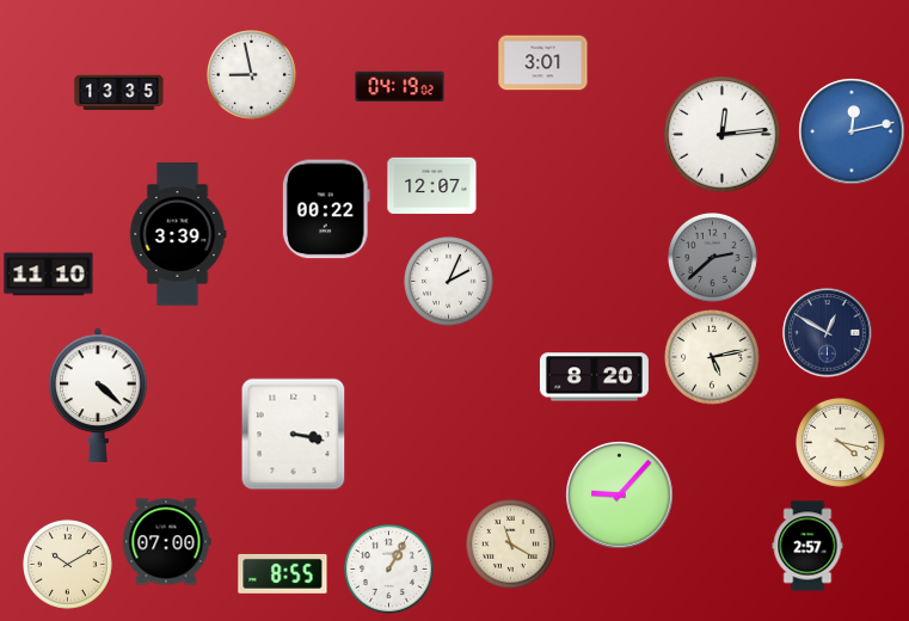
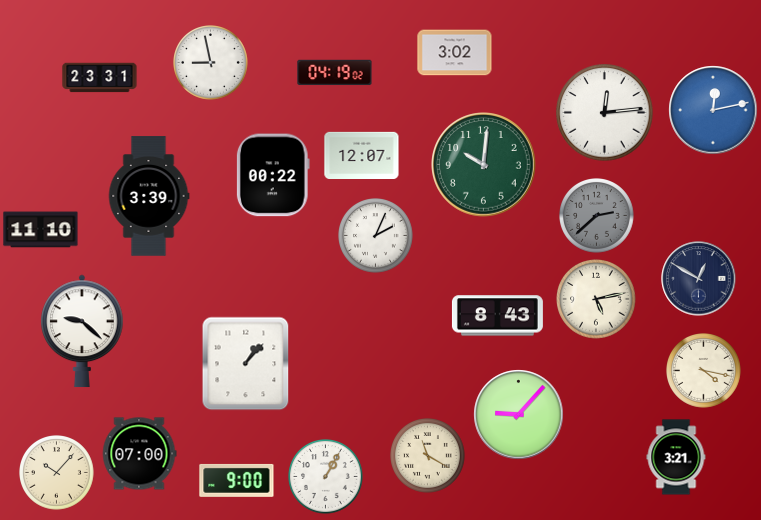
clock at (543, 63): 3:01 -> 3:02
clock at (119, 93): 13:35 -> 23:31
clock at (484, 165): none -> 10:01
clock at (828, 333) position: (828, 333) -> (699, 279)
clock at (594, 377): 8:20 -> 8:43
clock at (98, 395): 4:22 -> 9:22
clock at (294, 435): 3:17 -> 1:07
clock at (807, 546): 2:57 -> 3:21
clock at (68, 565): 10:10 -> 10:07
clock at (283, 573): 8:55 -> 9:00
